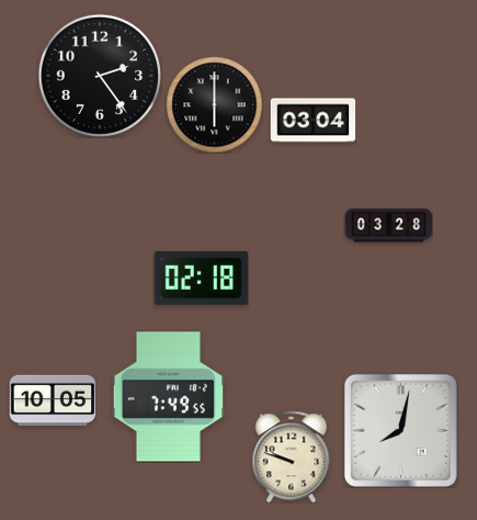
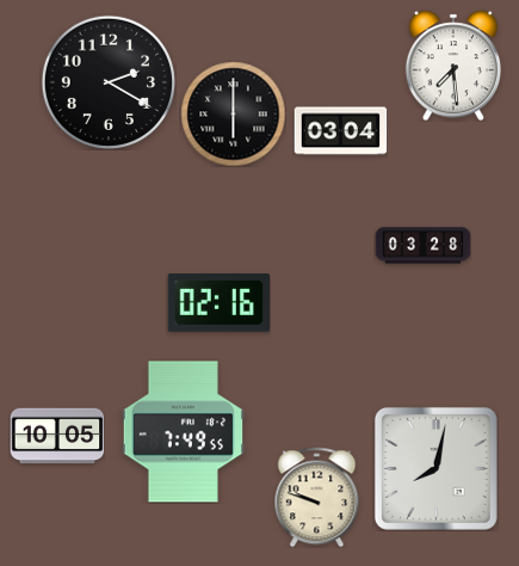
clock at (452, 66): none -> 7:29
clock at (100, 76): 2:24 -> 2:20
clock at (201, 279): 02:18 -> 02:16
